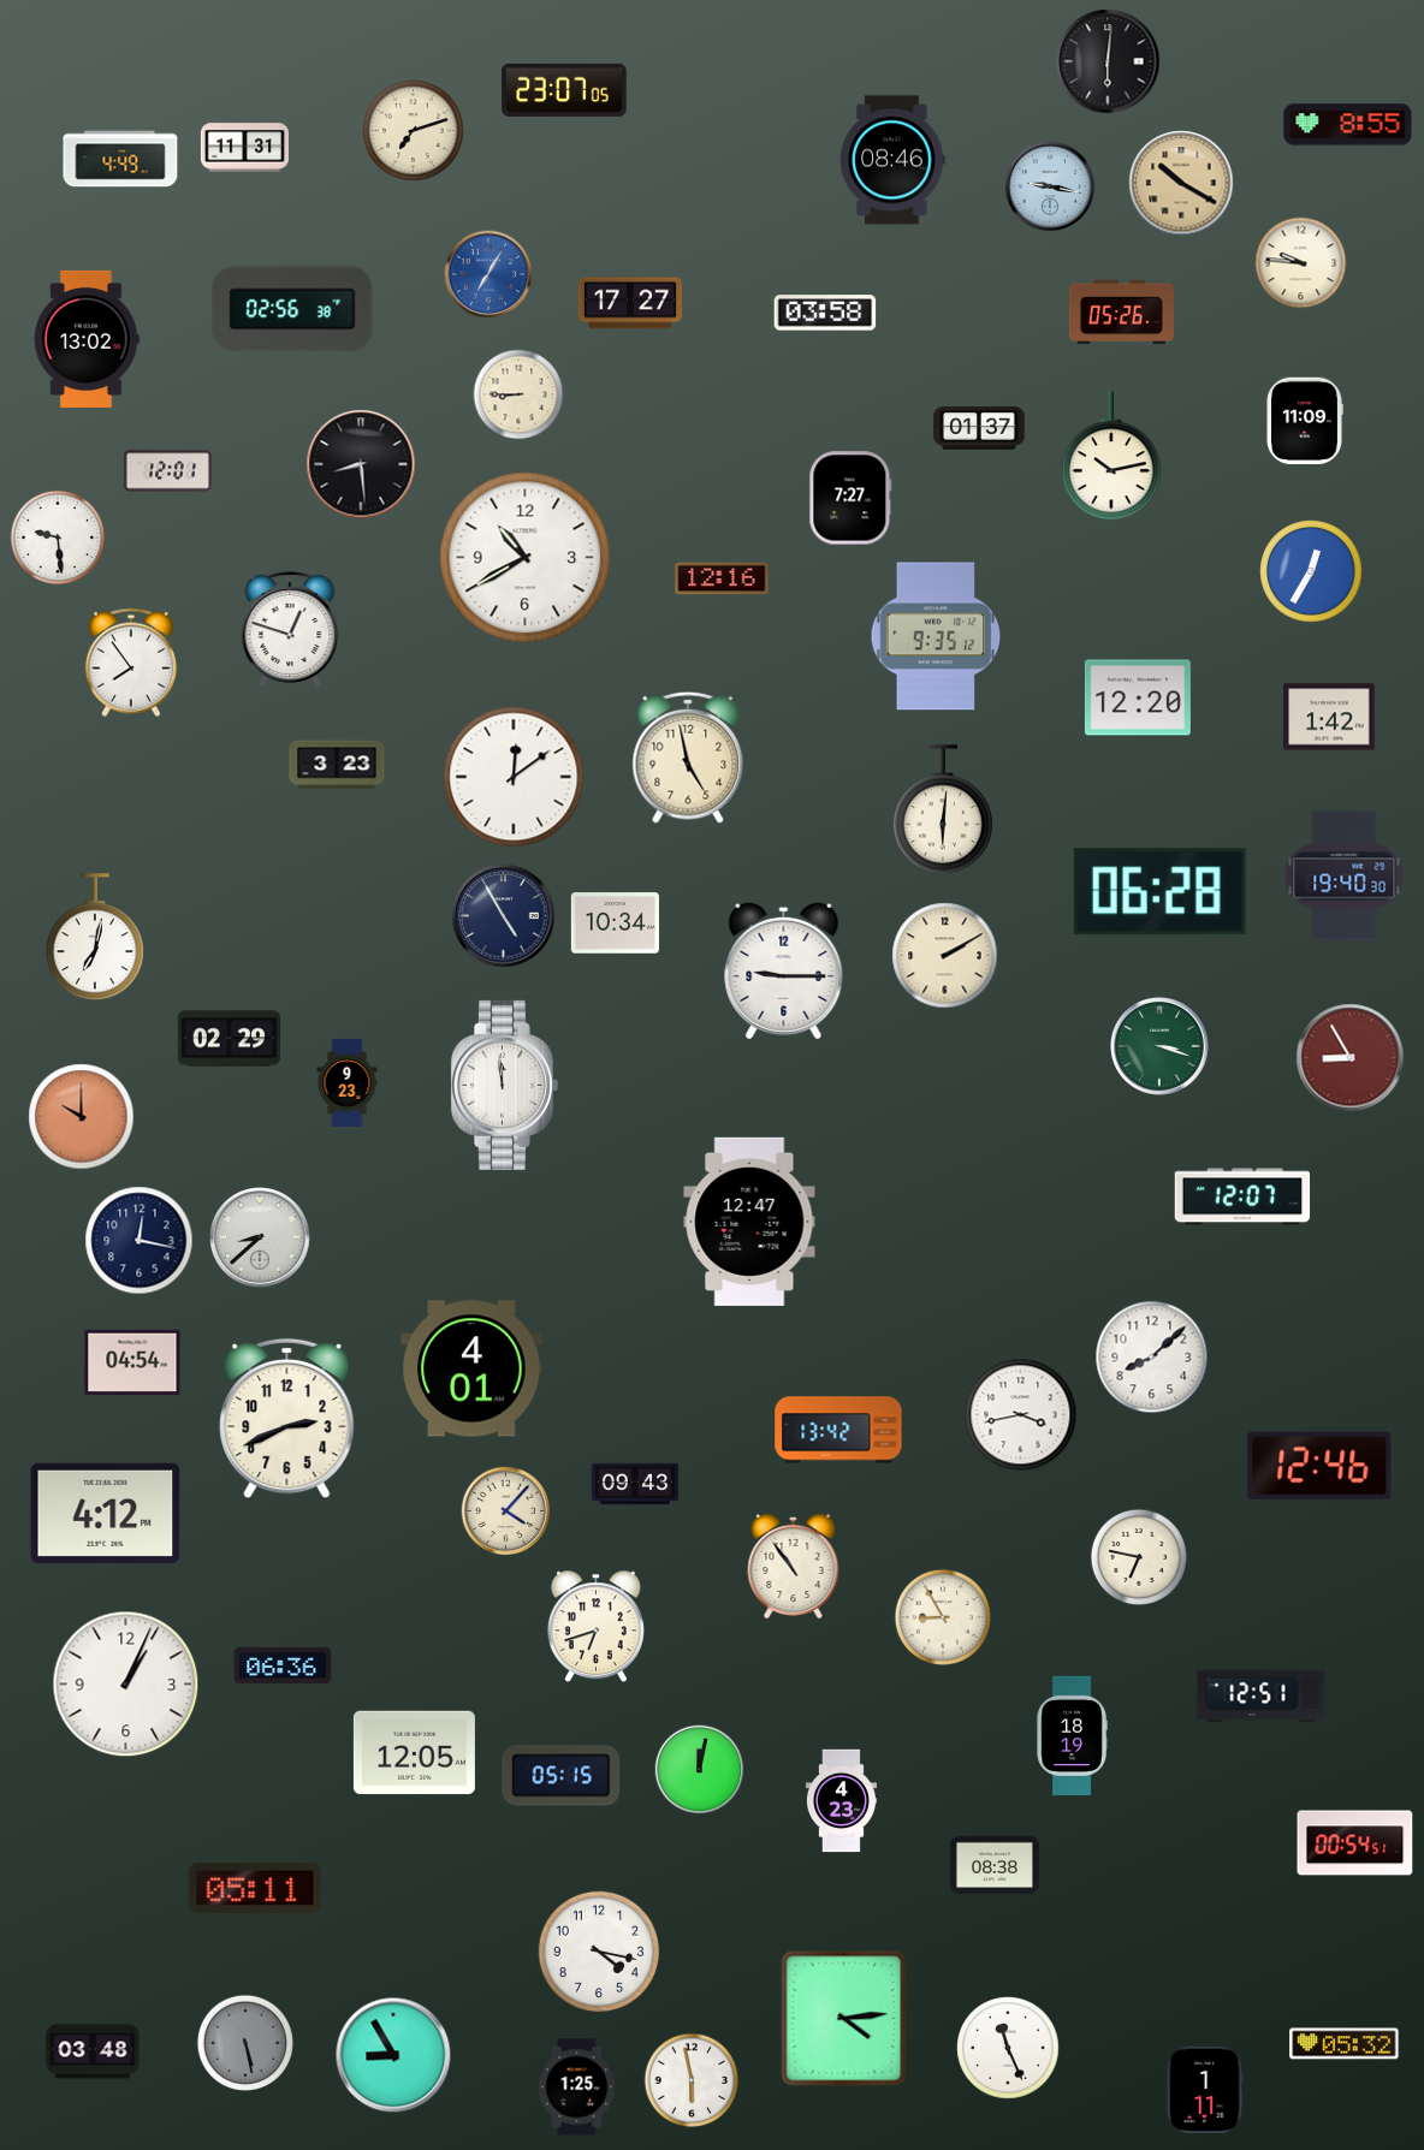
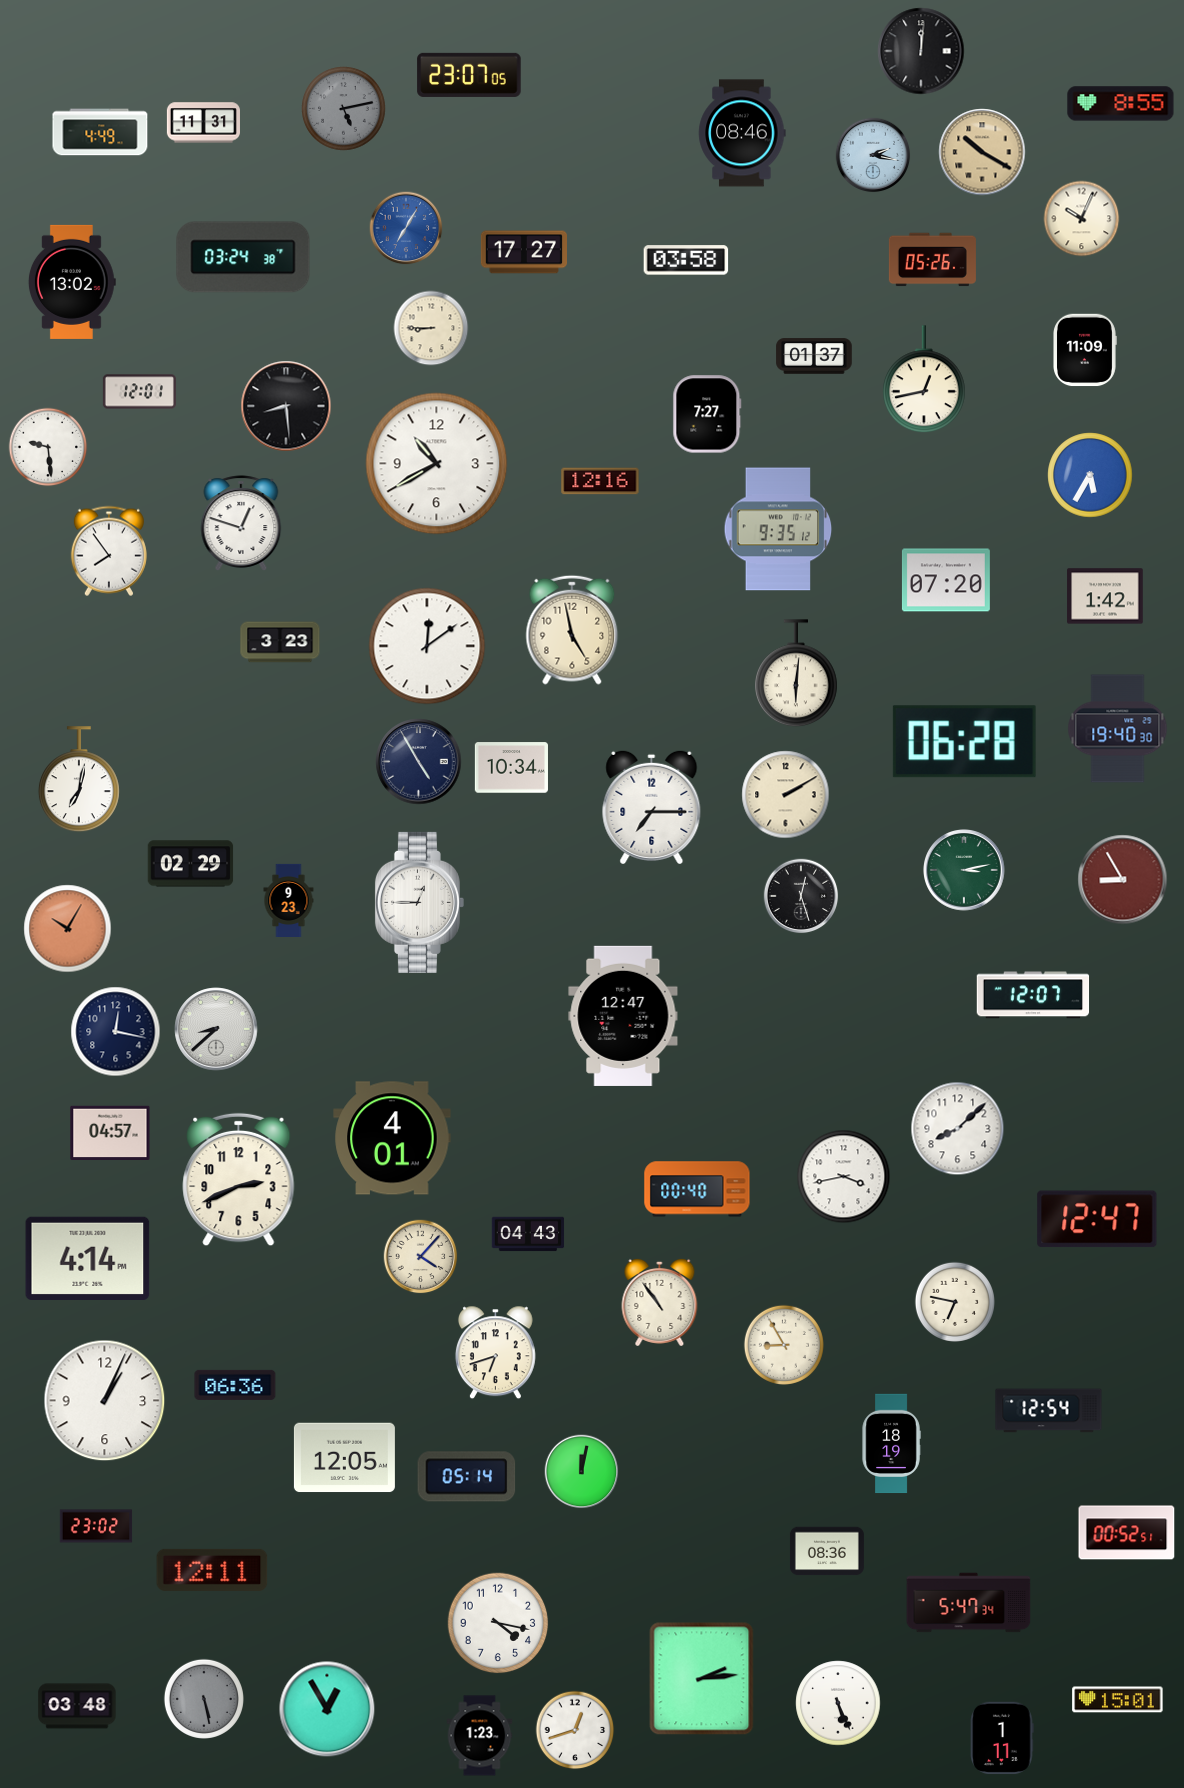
clock at (1108, 61): 6:01 -> 12:01
clock at (414, 131): 7:12 -> 5:13
clock at (414, 131) dial: cream -> grey
clock at (1050, 186): 9:17 -> 2:17
clock at (1301, 263): 9:46 -> 10:04
clock at (292, 309): 02:56 -> 03:24
clock at (1112, 457): 10:13 -> 12:43
clock at (361, 464) position: (361, 464) -> (286, 406)
clock at (1311, 571): 12:35 -> 5:35
clock at (1138, 697): 12:20 -> 07:20
clock at (337, 765) position: (337, 765) -> (280, 642)
clock at (944, 810) position: (944, 810) -> (797, 674)
clock at (784, 970): 9:15 -> 7:15
clock at (1161, 1047): 3:18 -> 3:13
clock at (801, 896): none -> 12:27
clock at (504, 1085): 11:59 -> 12:45
clock at (82, 1117): 10:00 -> 10:05
clock at (132, 1361): 04:54 -> 04:57
clock at (1021, 1415) position: (1021, 1415) -> (844, 1177)
clock at (838, 1430): 13:42 -> 00:40
clock at (1319, 1466): 12:46 -> 12:47
clock at (635, 1484): 09:43 -> 04:43
clock at (106, 1513): 4:12 -> 4:14
clock at (1139, 1557) position: (1139, 1557) -> (955, 1302)
clock at (1262, 1697): 12:51 -> 12:54
clock at (562, 1776): 05:15 -> 05:14
clock at (841, 1801): 4:23 -> none
clock at (96, 1526): none -> 23:02
clock at (1355, 1843): 00:54 -> 00:52
clock at (995, 1865): 08:38 -> 08:36
clock at (255, 1888): 05:11 -> 12:11
clock at (969, 1603): none -> 5:47
clock at (844, 2019): 4:14 -> 2:14
clock at (1345, 2044): 05:32 -> 15:01
clock at (1008, 2048): 11:26 -> 5:26
clock at (393, 2055): 8:55 -> 12:55
clock at (692, 2080): 5:58 -> 12:42
clock at (577, 2087): 1:25 -> 1:23
